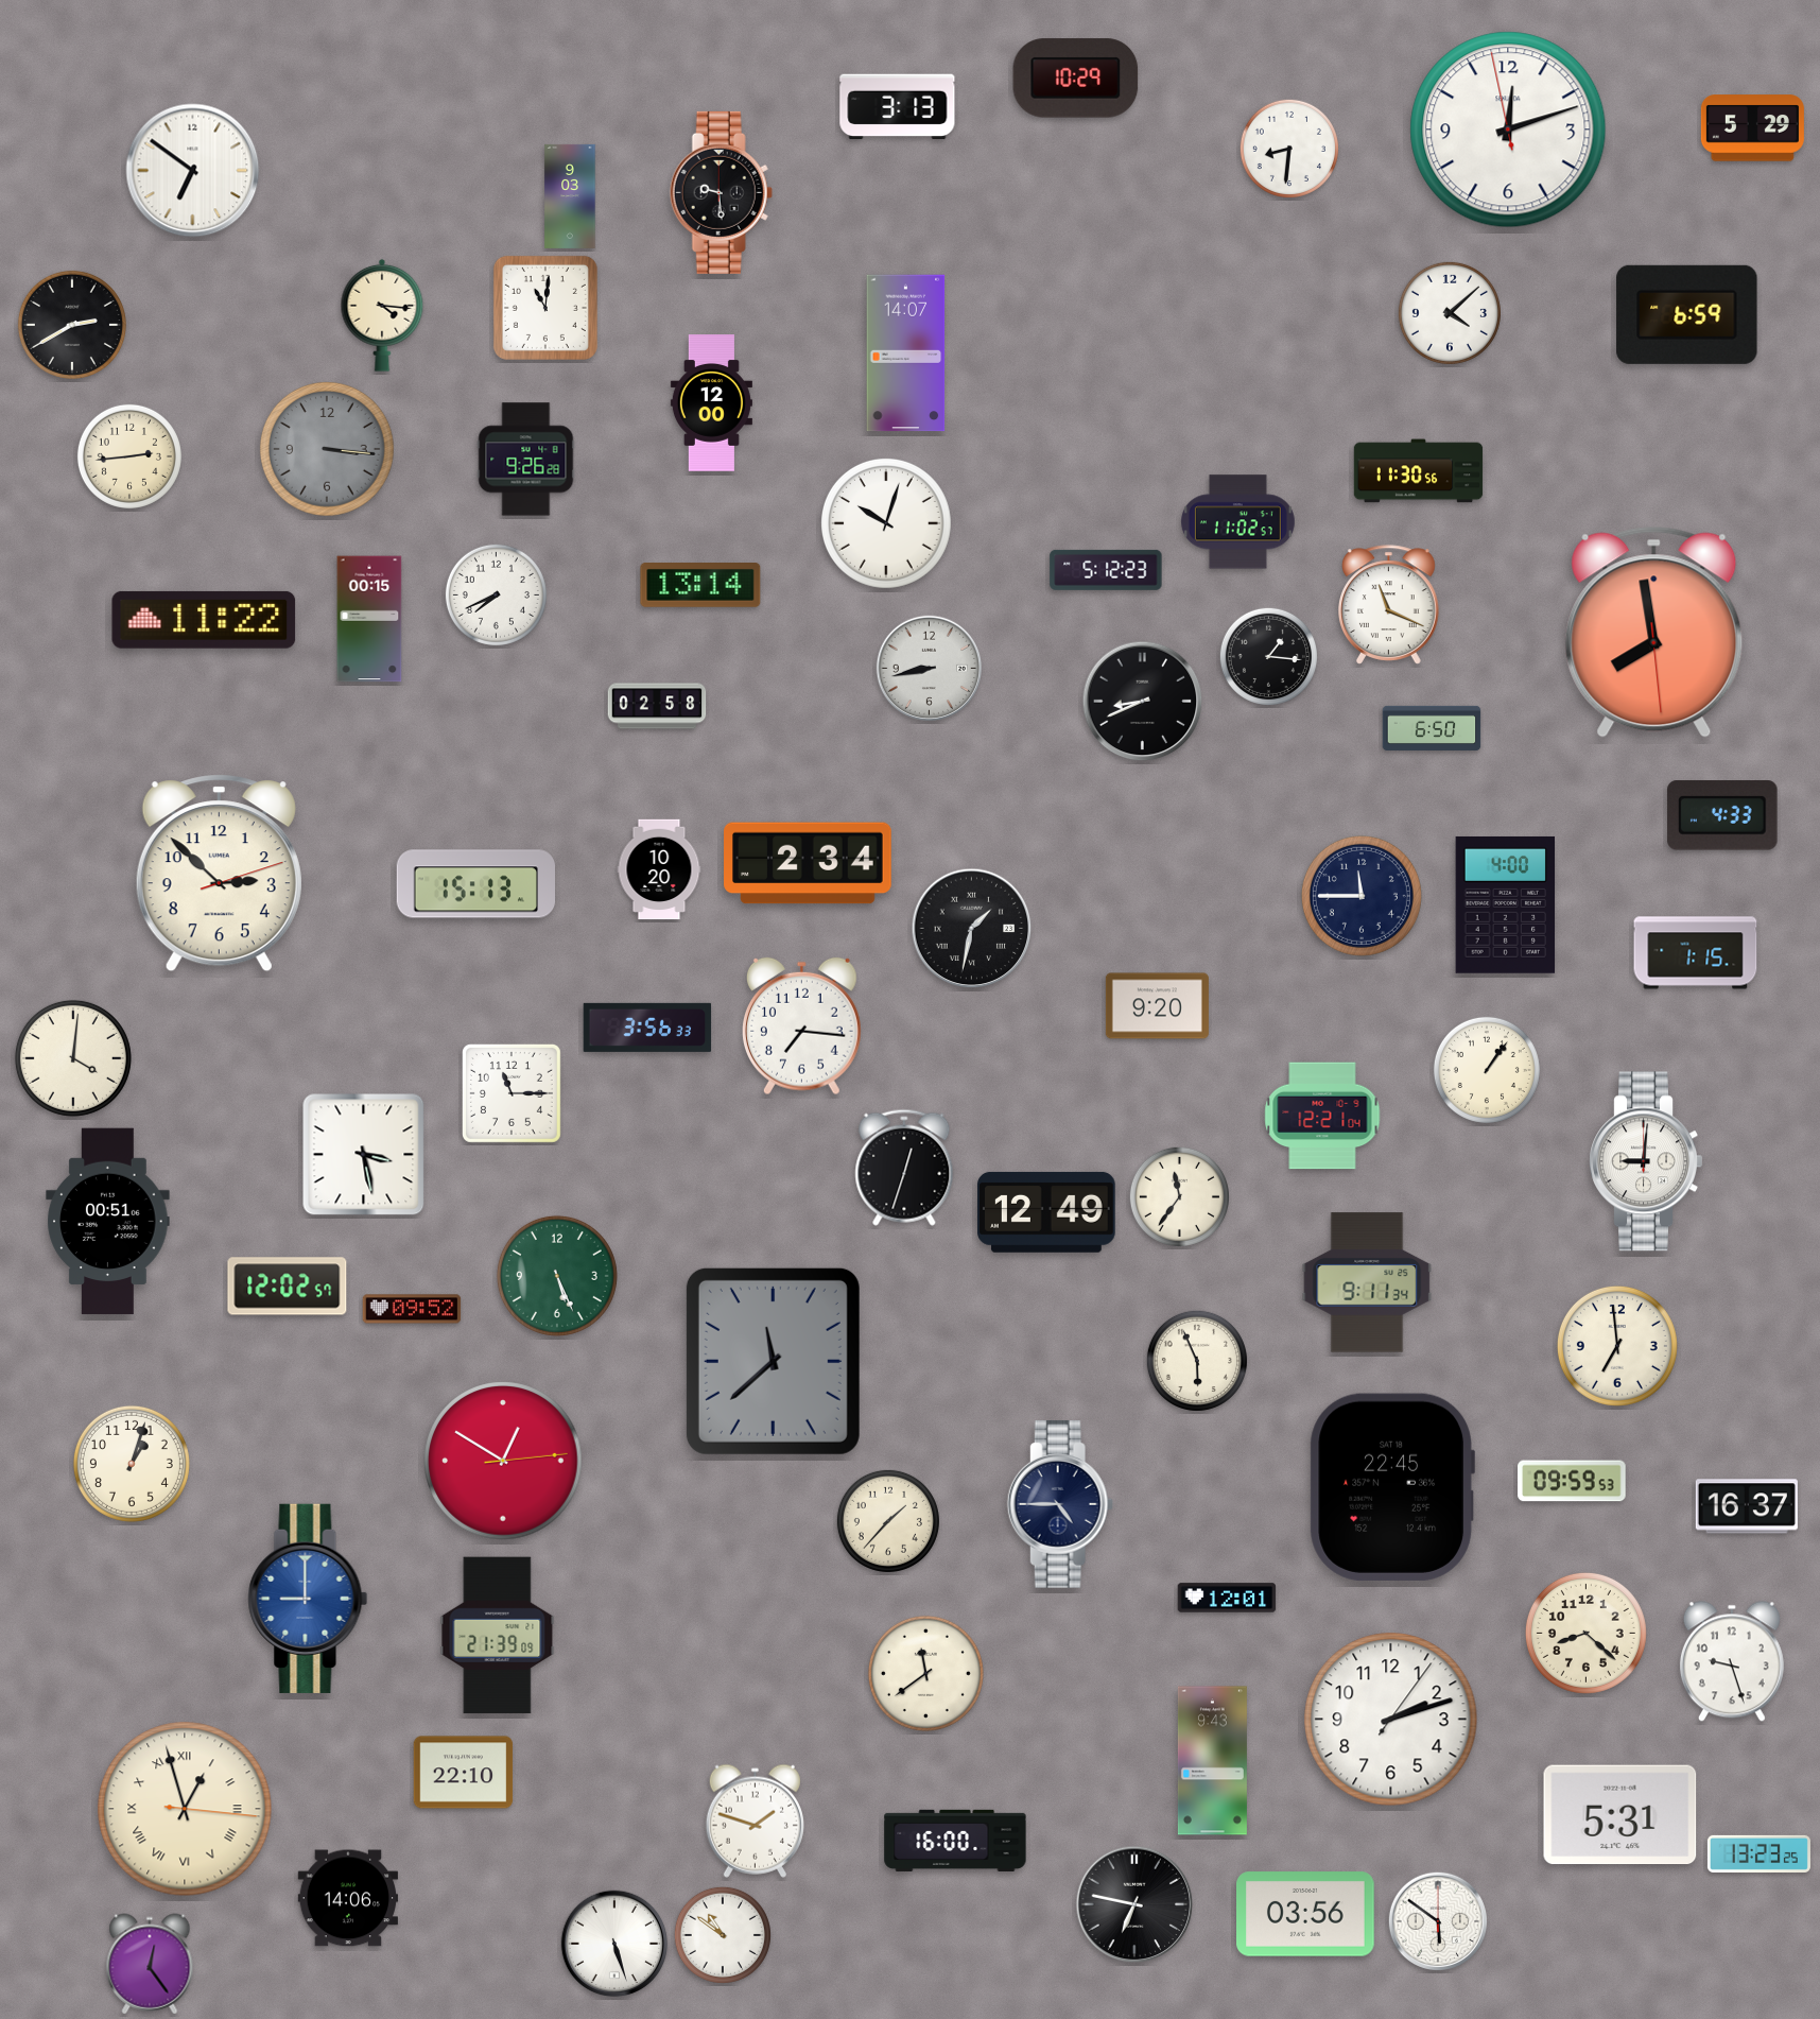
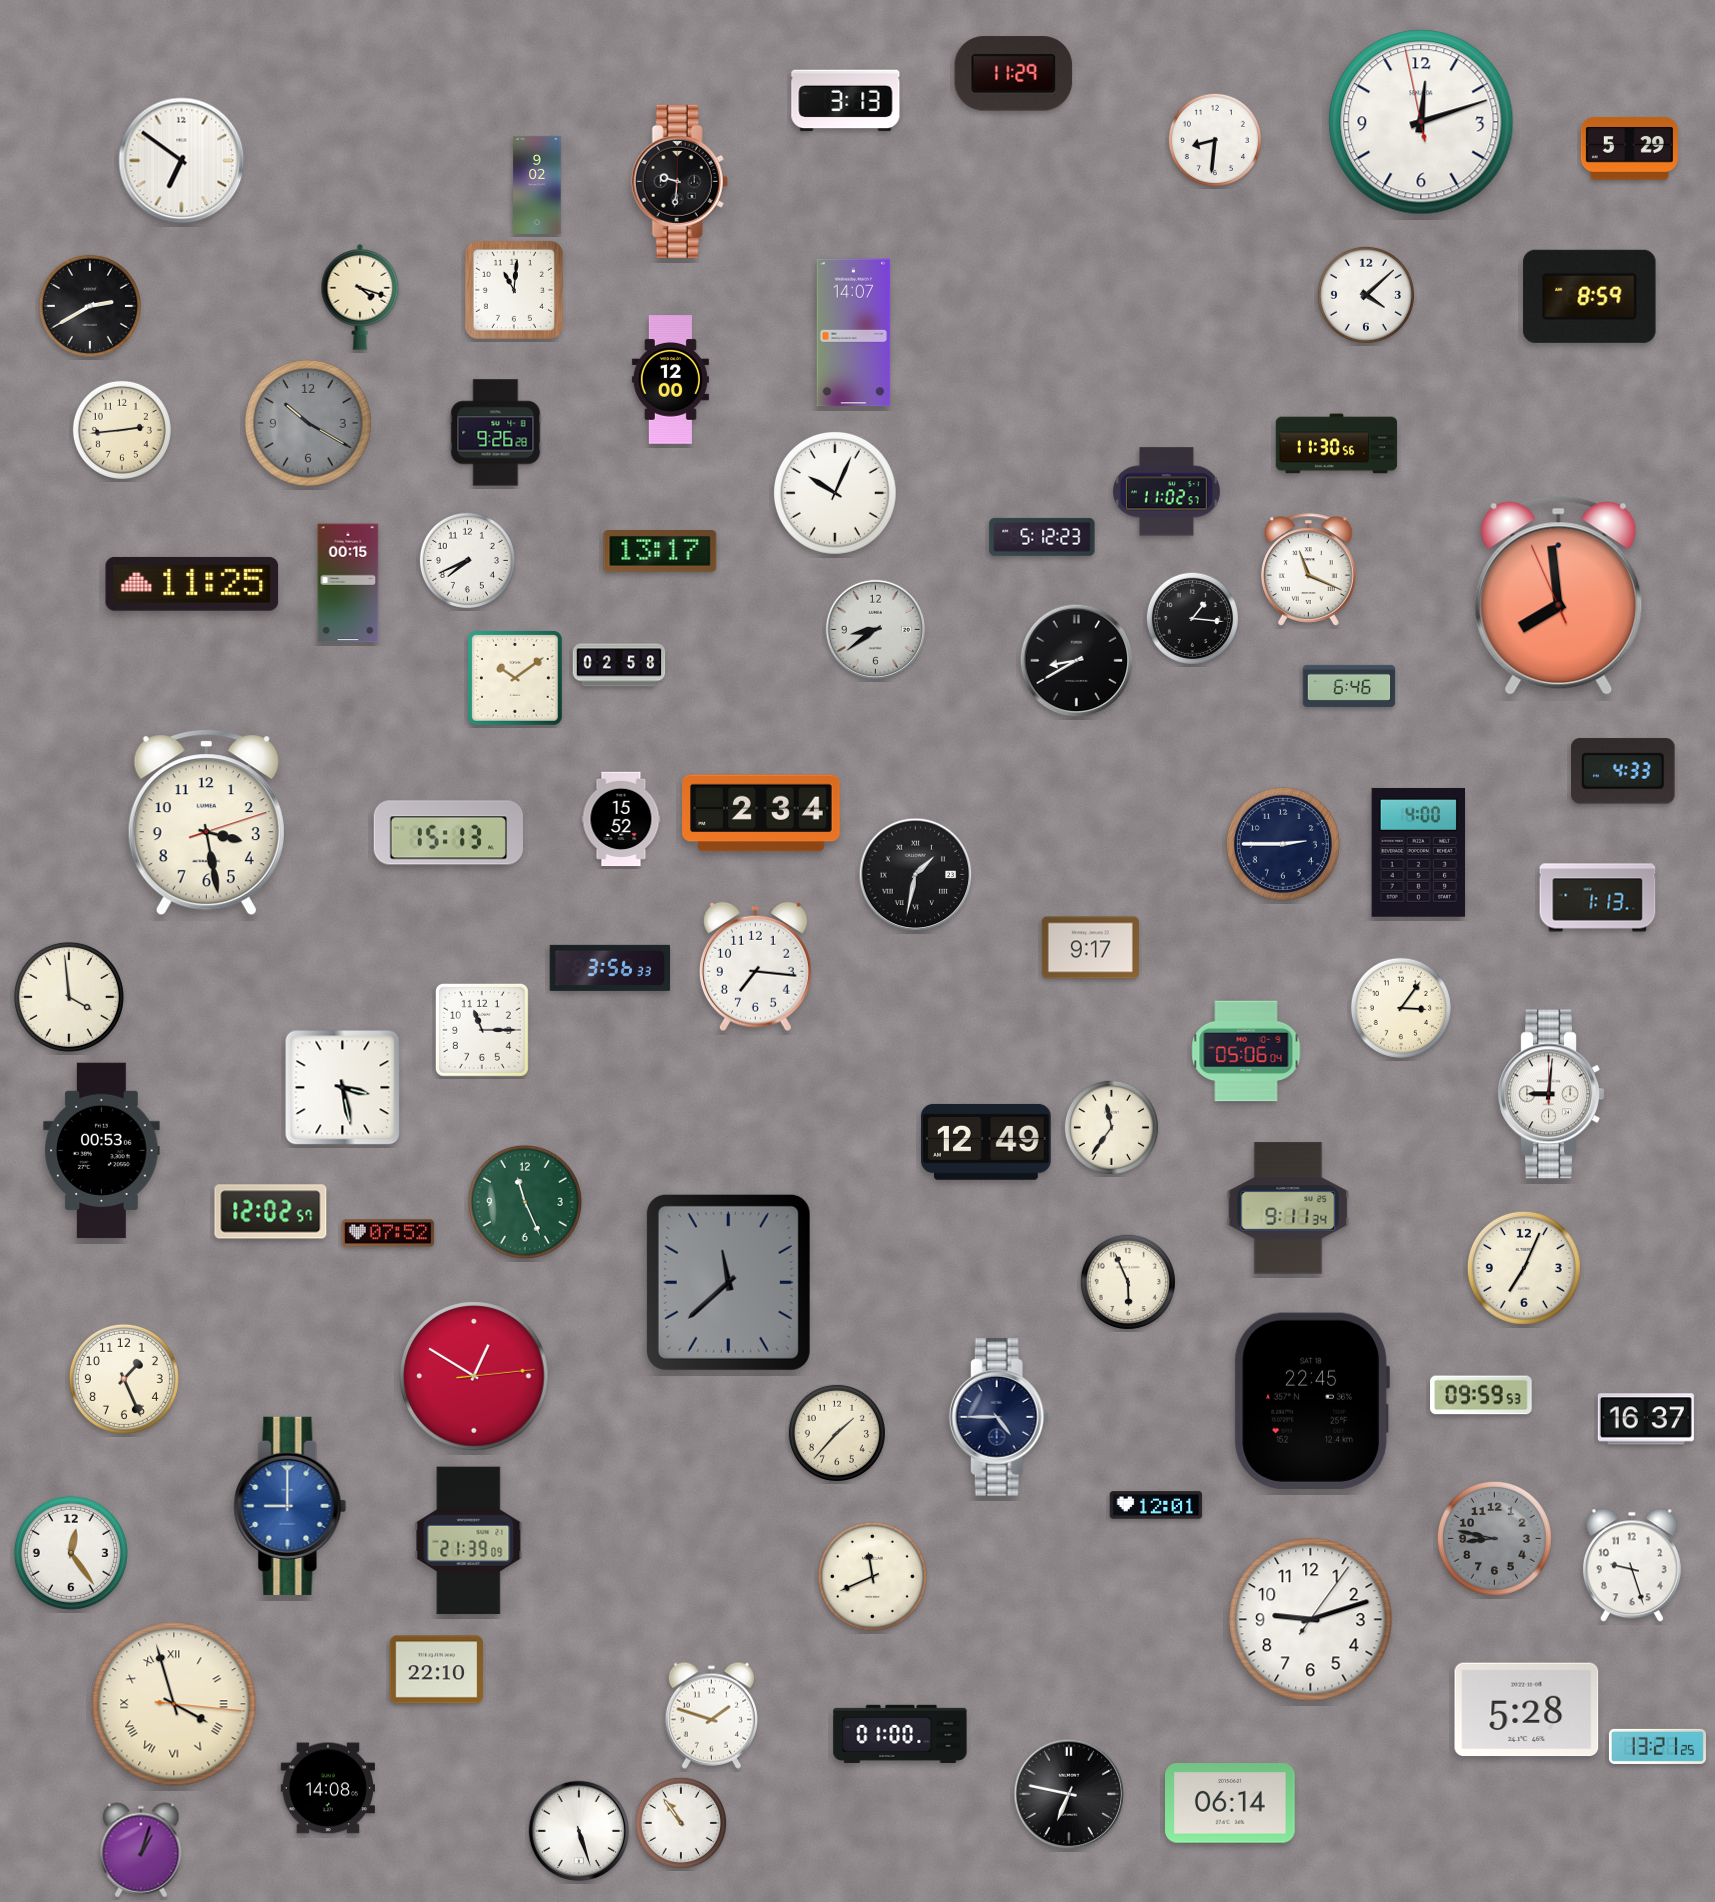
clock at (1076, 79): 10:29 -> 11:29
clock at (1752, 128) position: (1752, 128) -> (1629, 149)
clock at (721, 192): 9:29 -> 9:31
clock at (570, 196): 9:03 -> 9:02
clock at (1687, 314): 6:59 -> 8:59
clock at (382, 315): 4:16 -> 4:18
clock at (72, 325) position: (72, 325) -> (90, 306)
clock at (327, 449): 3:16 -> 10:20
clock at (886, 523): 10:03 -> 10:04
clock at (700, 586): 13:14 -> 13:17
clock at (204, 620): 11:22 -> 11:25
clock at (1654, 632): 7:58:29 -> 7:58:56
clock at (1268, 656) position: (1268, 656) -> (1192, 618)
clock at (930, 669): 8:43 -> 8:39
clock at (1143, 702): 8:41 -> 8:40
clock at (515, 678): none -> 10:09
clock at (1432, 728): 6:50 -> 6:46
clock at (1722, 815) position: (1722, 815) -> (1623, 771)
clock at (659, 869): 10:20 -> 15:52
clock at (219, 874): 2:52 -> 3:28
clock at (1362, 896): 11:45 -> 2:45
clock at (1696, 953): 1:15 -> 1:13
clock at (1157, 1006): 9:20 -> 9:17
clock at (73, 1058): 4:01 -> 3:59
clock at (1487, 1070): 1:06 -> 3:06
clock at (1322, 1116): 12:21 -> 05:06
clock at (904, 1168): 12:33 -> none
clock at (108, 1222): 00:51 -> 00:53
clock at (557, 1276): 5:26 -> 11:26
clock at (412, 1309): 09:52 -> 07:52
clock at (1617, 1346): 6:59 -> 7:04
clock at (132, 1464): 1:03 -> 1:26
clock at (1585, 1633): 8:22 -> 8:47
clock at (1585, 1633) dial: cream -> grey
clock at (71, 1553): none -> 12:24
clock at (925, 1673): 11:39 -> 11:41
clock at (1391, 1720): 2:12 -> 9:12
clock at (1212, 1761): 9:43 -> none
clock at (185, 1809): 12:57 -> 3:57
clock at (1620, 1815): 5:31 -> 5:28
clock at (955, 1841): 16:00 -> 01:00
clock at (1758, 1853): 13:23 -> 13:21
clock at (347, 1898): 14:06 -> 14:08
clock at (1305, 1914): 03:56 -> 06:14
clock at (1437, 1920): 5:51 -> none
clock at (723, 1935): 10:51 -> 10:54
clock at (150, 1964): 12:24 -> 1:03
